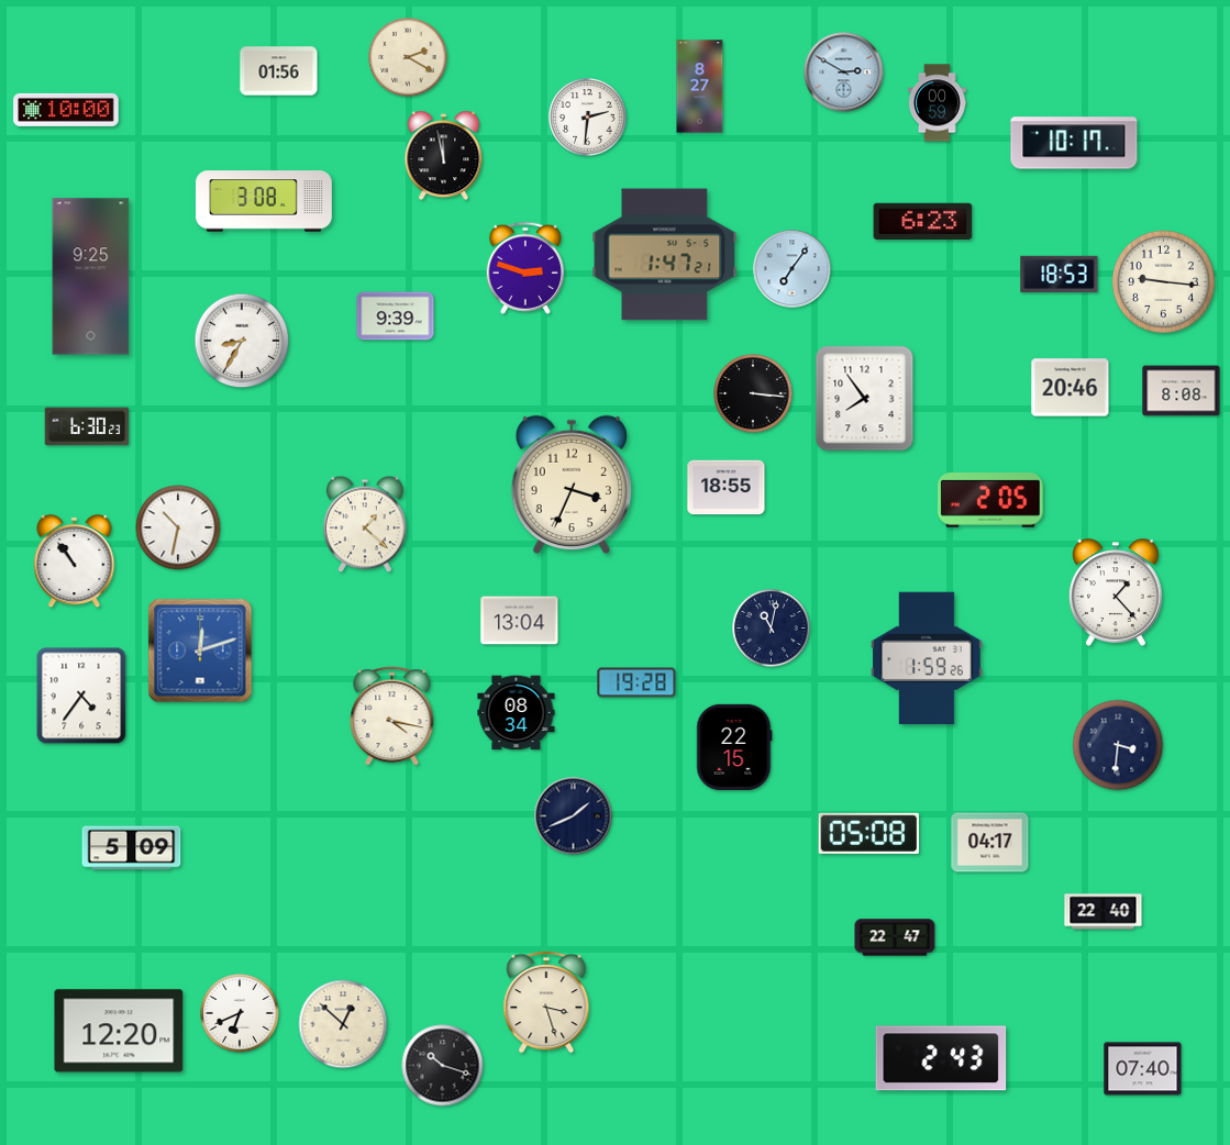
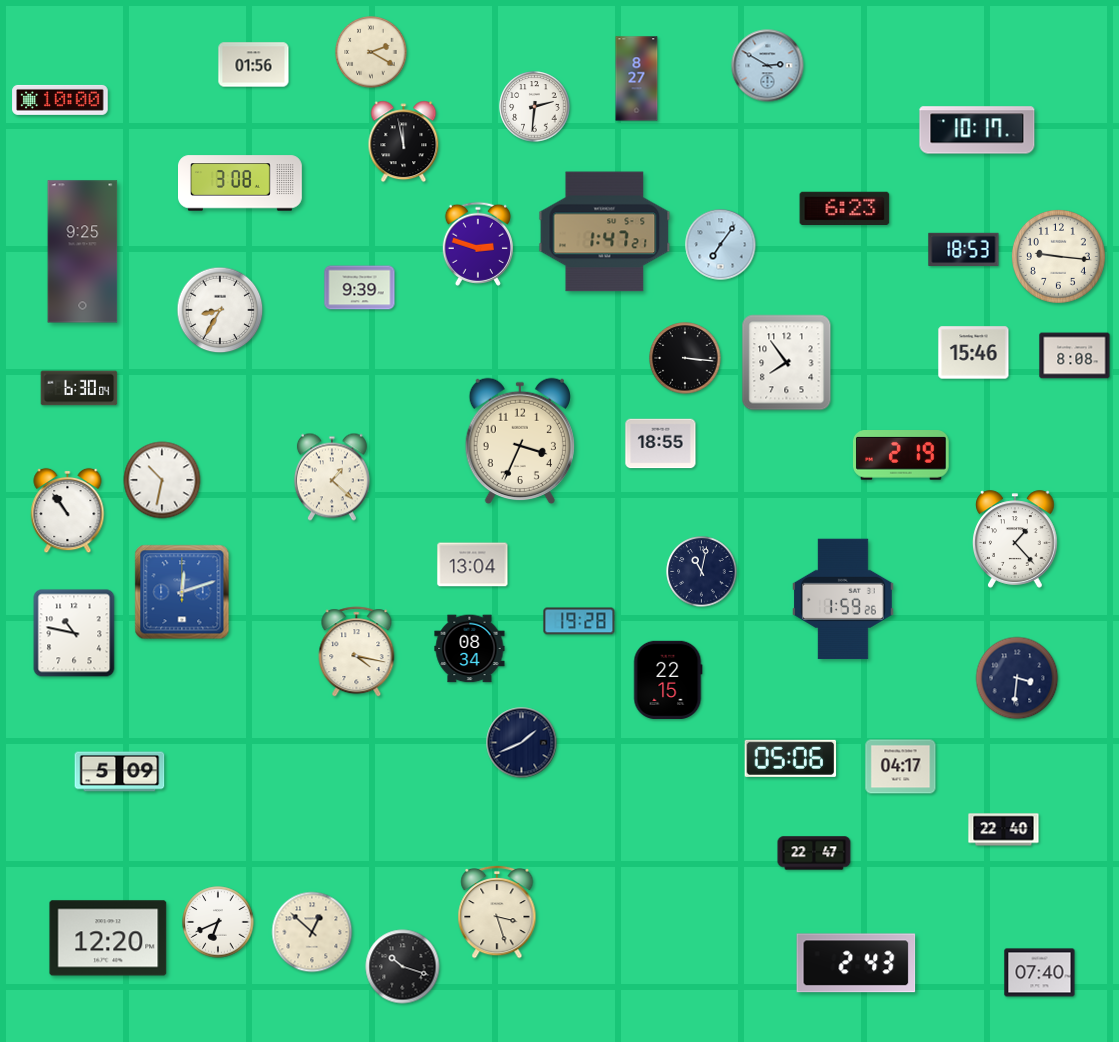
clock at (937, 103): 00:59 -> none
clock at (923, 221) position: (923, 221) -> (845, 208)
clock at (1071, 388): 20:46 -> 15:46
clock at (87, 426): 6:30:23 -> 6:30:04
clock at (991, 501): 2:05 -> 2:19
clock at (81, 696): 4:36 -> 10:47
clock at (868, 833): 05:08 -> 05:06
clock at (443, 1066) position: (443, 1066) -> (403, 967)
